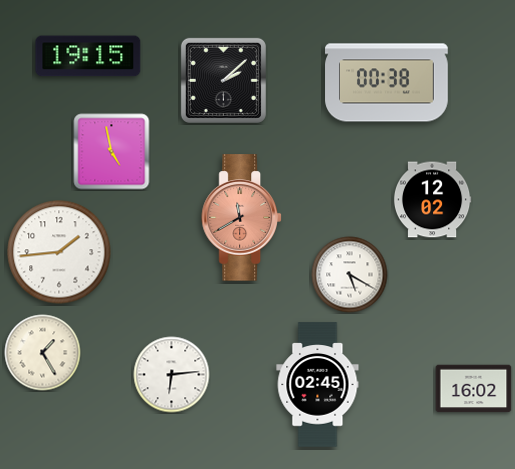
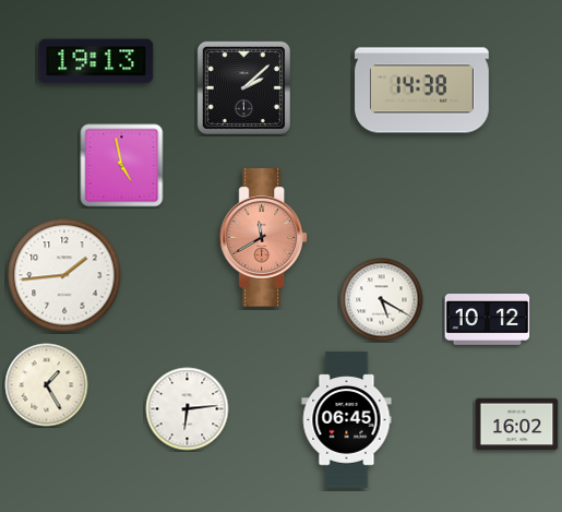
clock at (88, 56): 19:15 -> 19:13
clock at (387, 83): 00:38 -> 14:38
clock at (432, 200): 12:02 -> none
clock at (488, 320): none -> 10:12
clock at (318, 385): 02:45 -> 06:45
